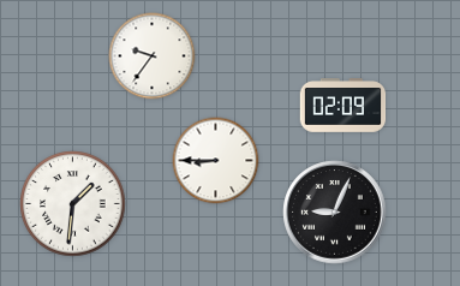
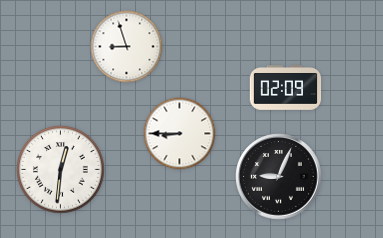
clock at (153, 56): 9:36 -> 8:57
clock at (73, 204): 1:31 -> 12:31
